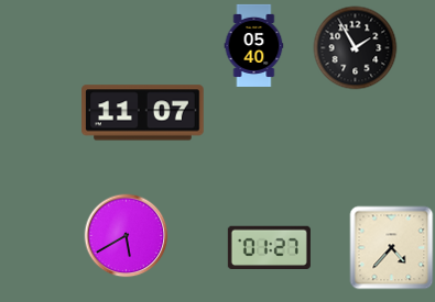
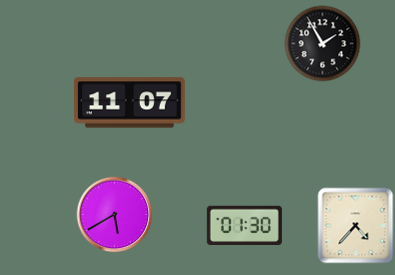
clock at (254, 45): 05:40 -> none
clock at (269, 248): 01:27 -> 01:30
